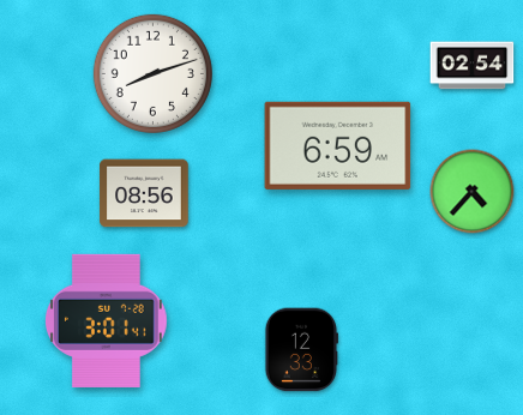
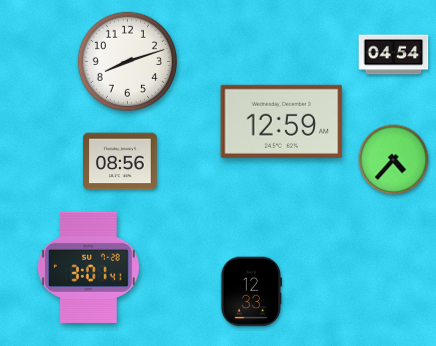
clock at (473, 66): 02:54 -> 04:54
clock at (338, 145): 6:59 -> 12:59
